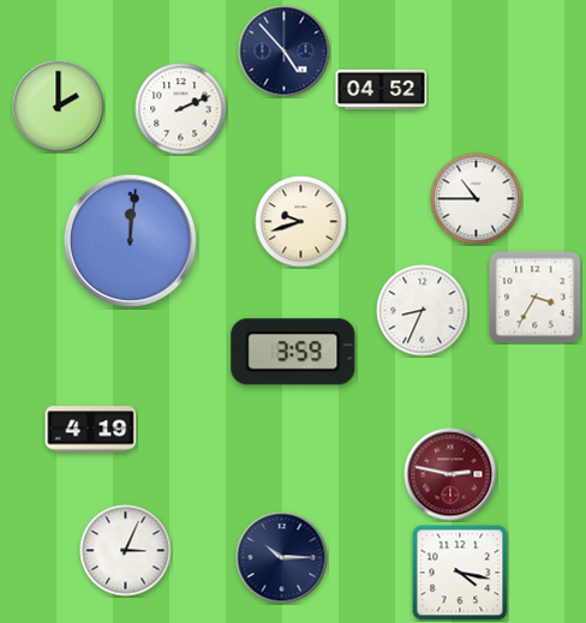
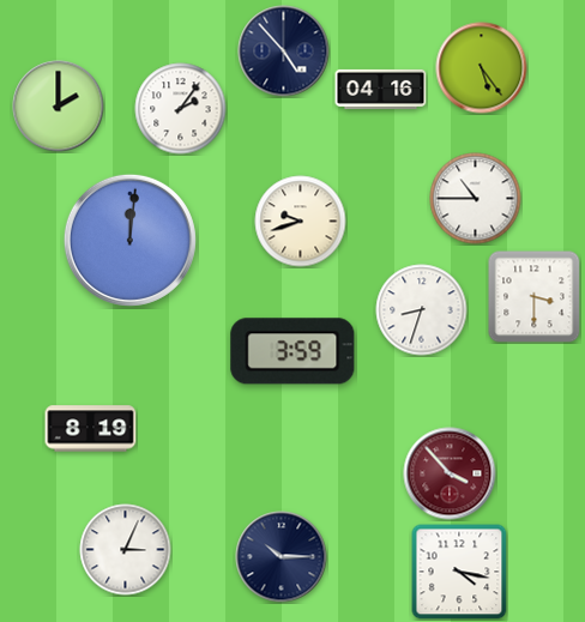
clock at (482, 68): none -> 5:24
clock at (382, 89): 04:52 -> 04:16
clock at (181, 109): 2:11 -> 2:06
clock at (536, 298): 3:35 -> 3:30
clock at (423, 311): 8:34 -> 8:33
clock at (91, 430): 4:19 -> 8:19
clock at (450, 474): 2:47 -> 3:53
